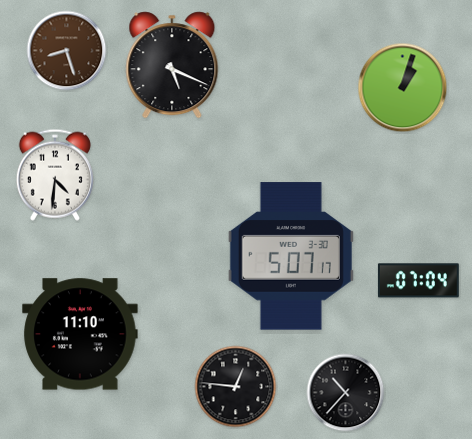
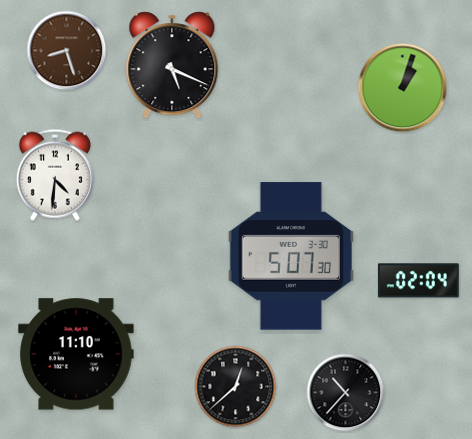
clock at (291, 256): 5:07:17 -> 5:07:30
clock at (418, 281): 07:04 -> 02:04
clock at (80, 334) position: (80, 334) -> (76, 354)
clock at (236, 387): 12:46 -> 12:38
